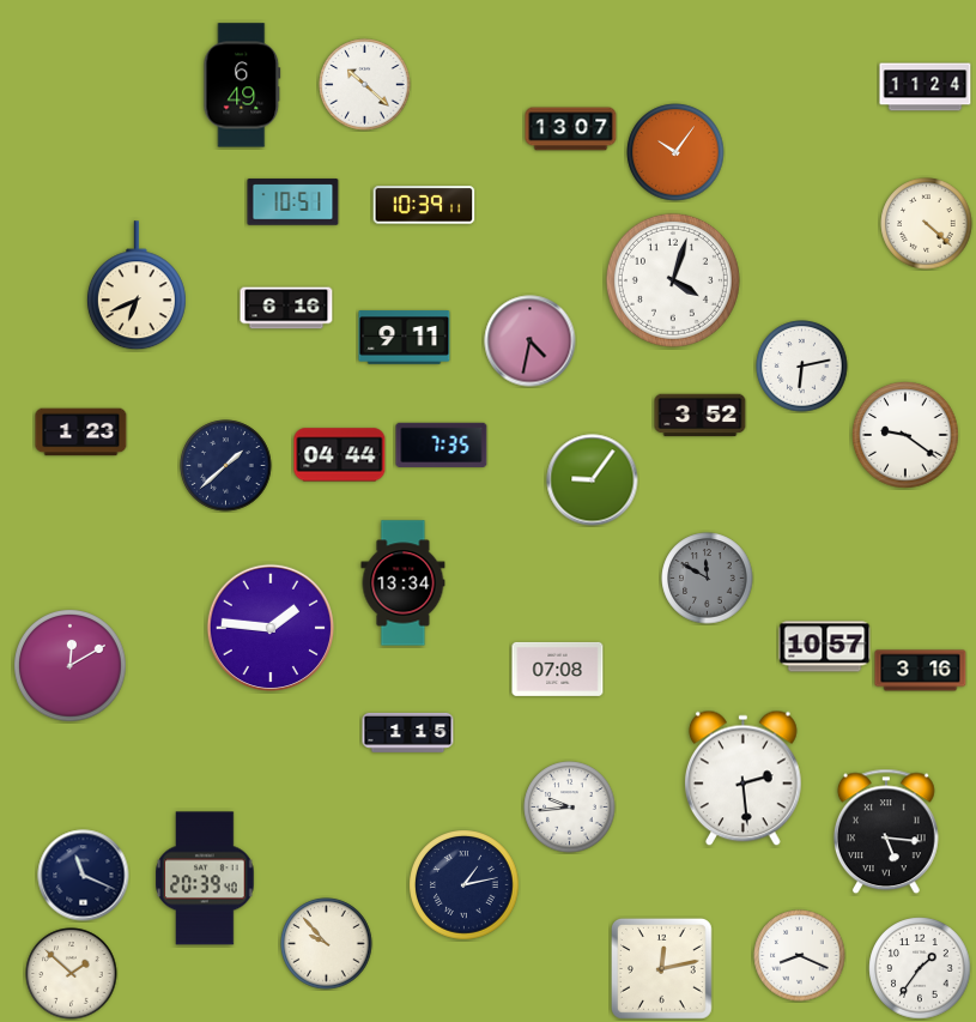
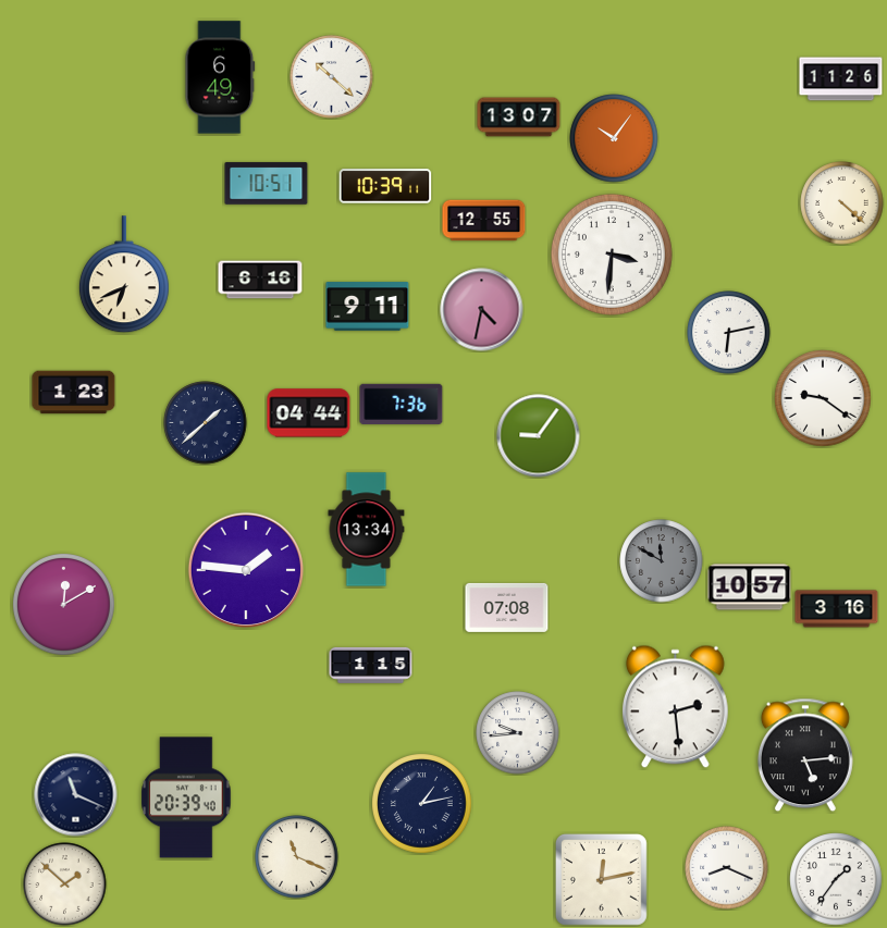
clock at (926, 87): 11:24 -> 11:26
clock at (484, 221): none -> 12:55
clock at (673, 280): 4:03 -> 3:31
clock at (137, 286) position: (137, 286) -> (124, 275)
clock at (701, 416): 3:52 -> none
clock at (905, 435) position: (905, 435) -> (823, 398)
clock at (442, 445): 7:35 -> 7:36
clock at (708, 579) position: (708, 579) -> (662, 561)
clock at (886, 831): 5:16 -> 5:14
clock at (327, 944): 9:53 -> 11:19
